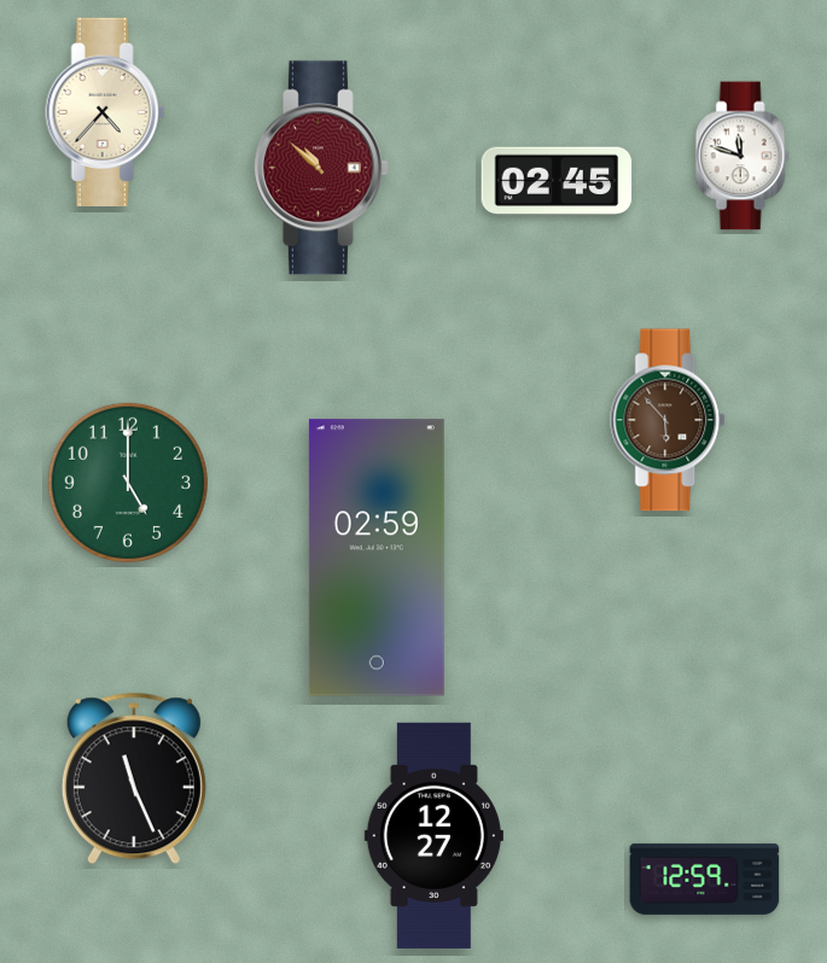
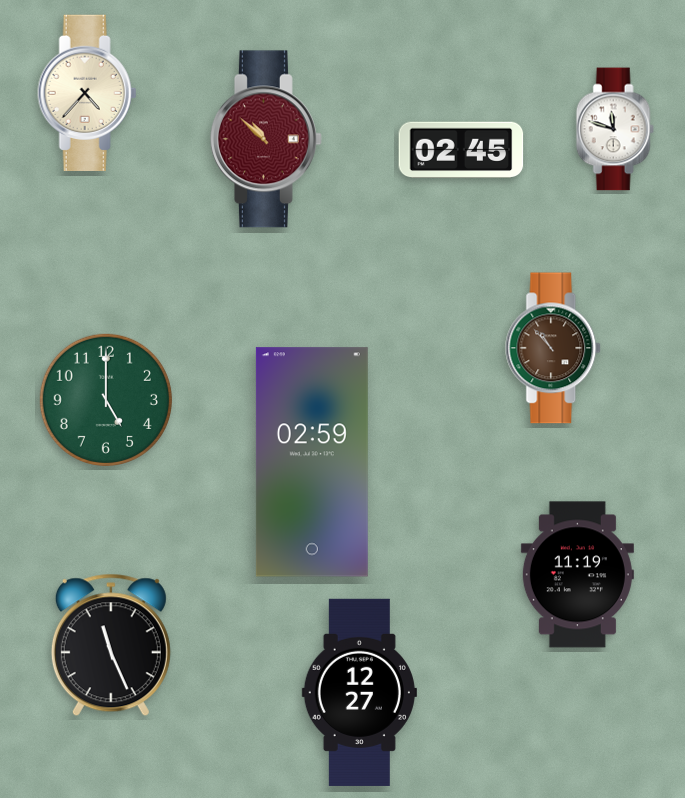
clock at (669, 420): 5:53 -> 10:53
clock at (577, 575): none -> 11:19
clock at (705, 879): 12:59 -> none
